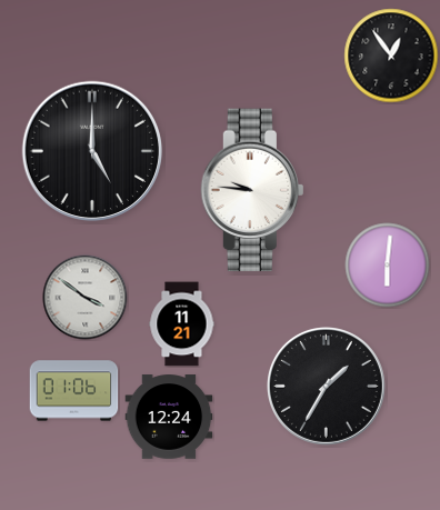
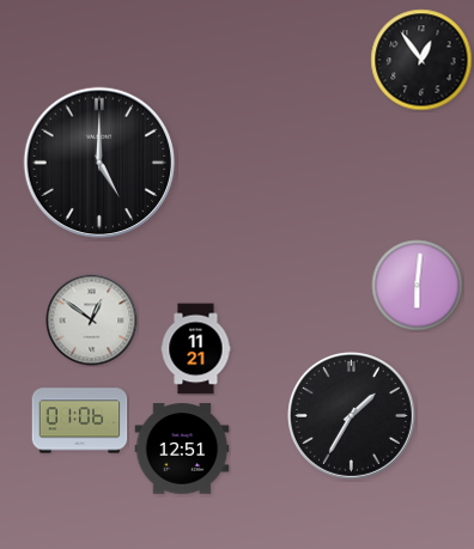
clock at (252, 190): 9:46 -> none
clock at (86, 298): 3:51 -> 12:51
clock at (169, 417): 12:24 -> 12:51
